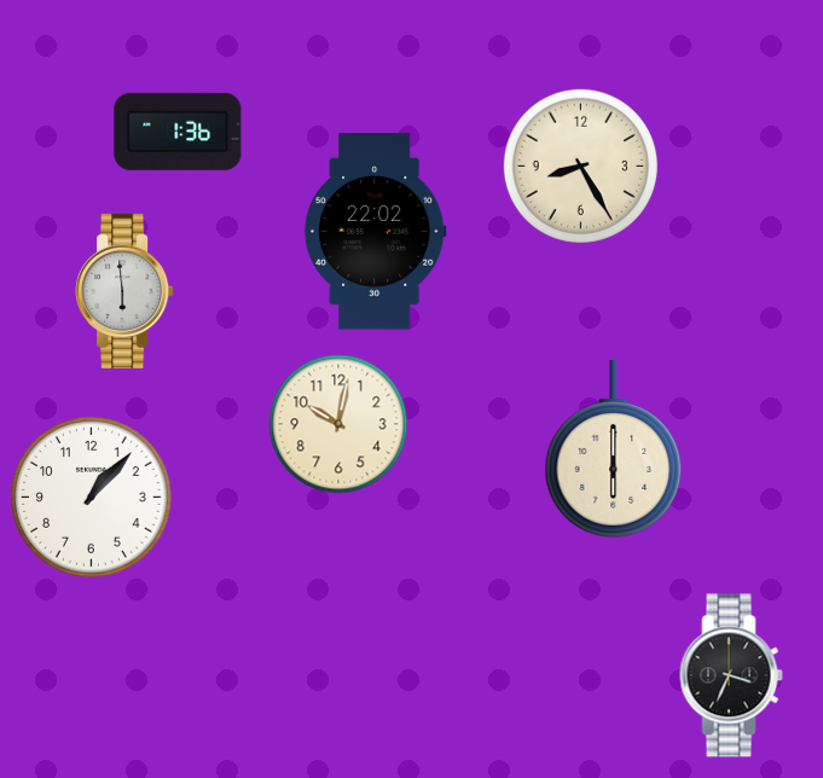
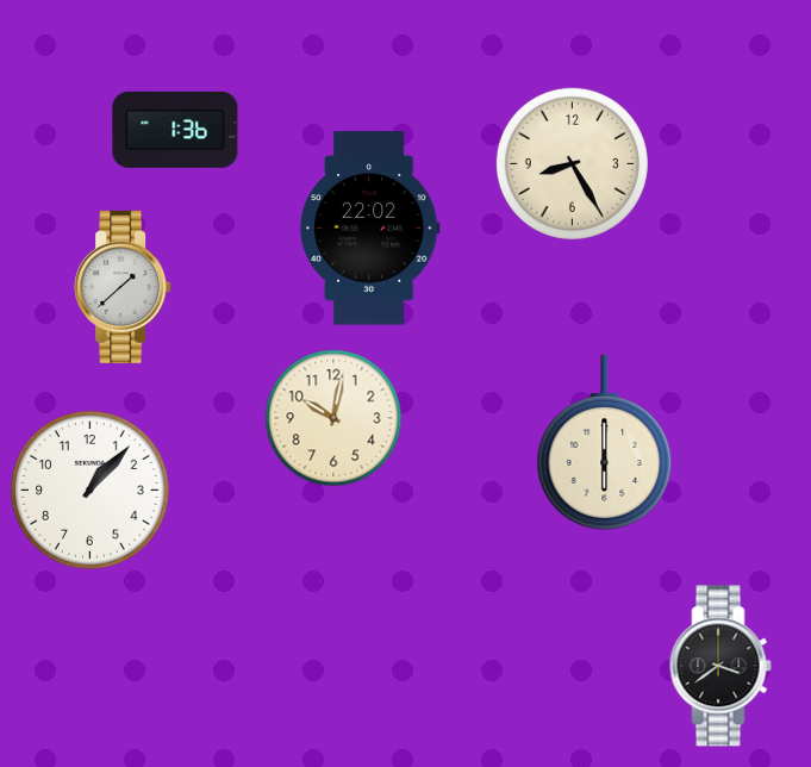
clock at (124, 291): 5:59 -> 1:38
clock at (731, 675): 3:34 -> 3:39
